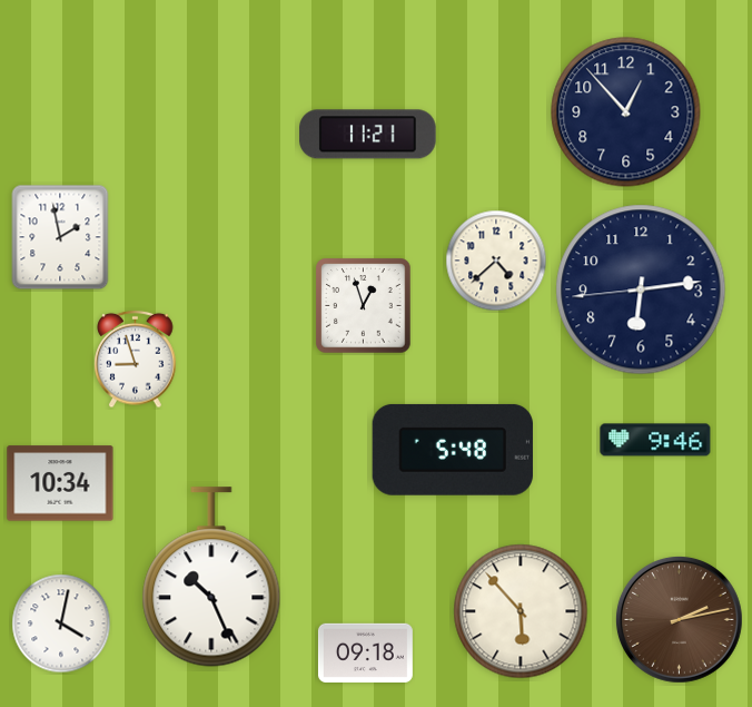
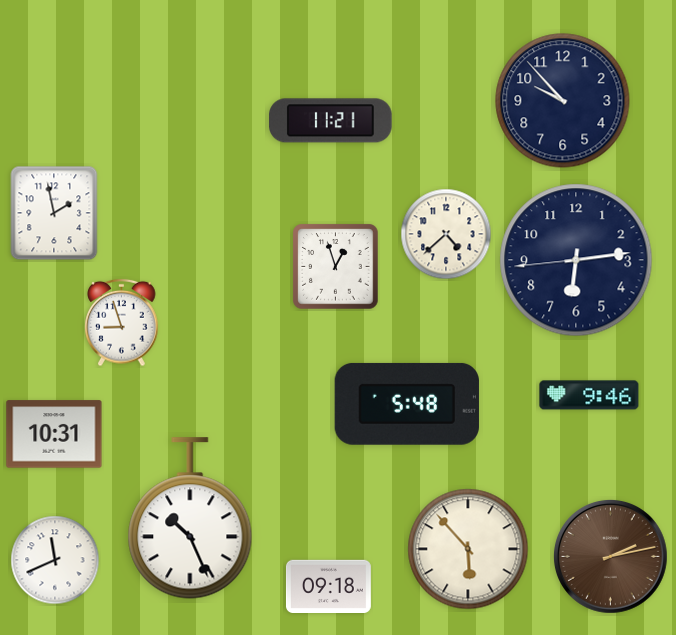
clock at (626, 112): 12:53 -> 9:53
clock at (364, 306) position: (364, 306) -> (336, 267)
clock at (60, 483): 10:34 -> 10:31
clock at (61, 623): 4:02 -> 11:41
